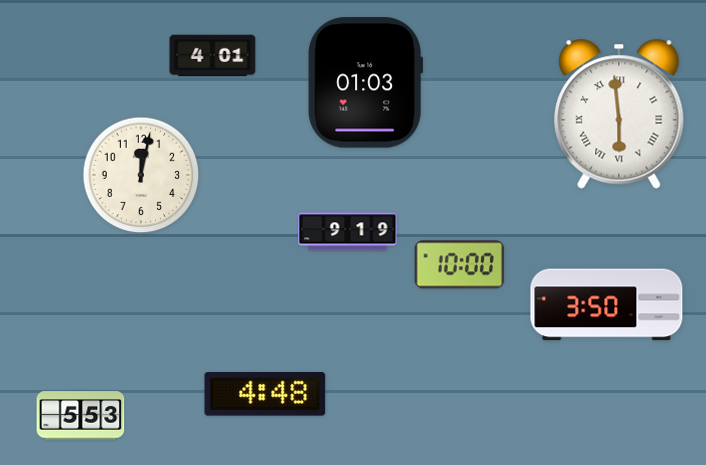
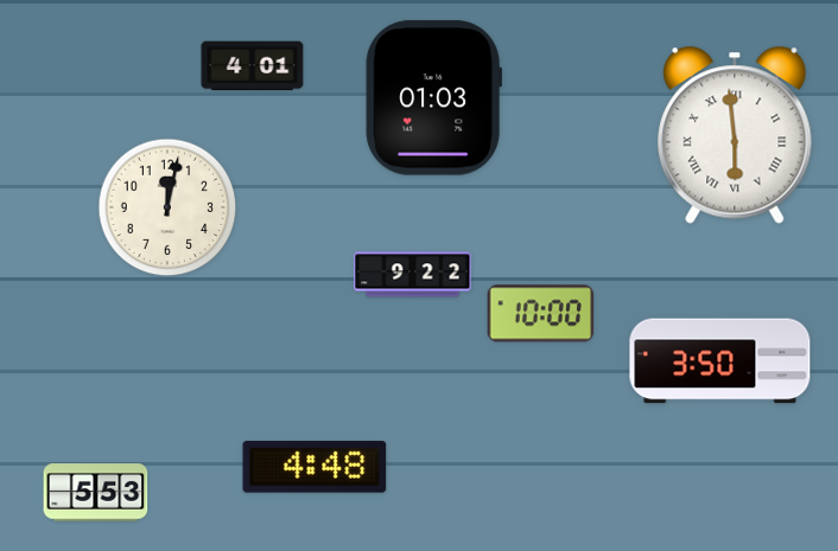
clock at (348, 232): 9:19 -> 9:22
clock at (460, 265) position: (460, 265) -> (541, 314)
